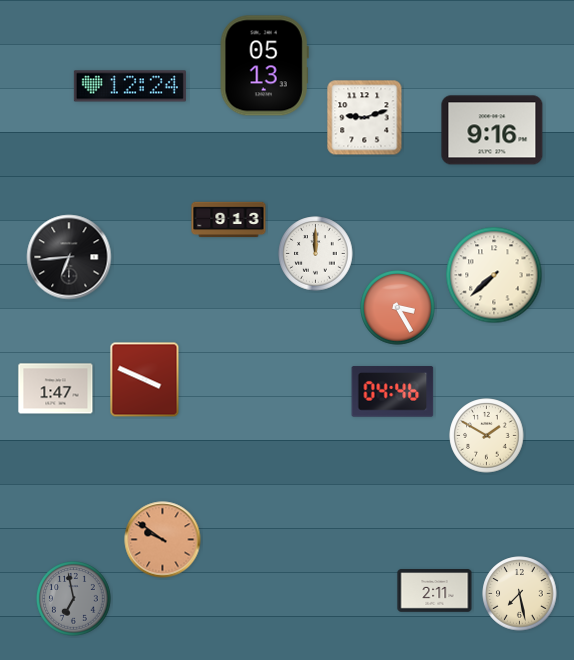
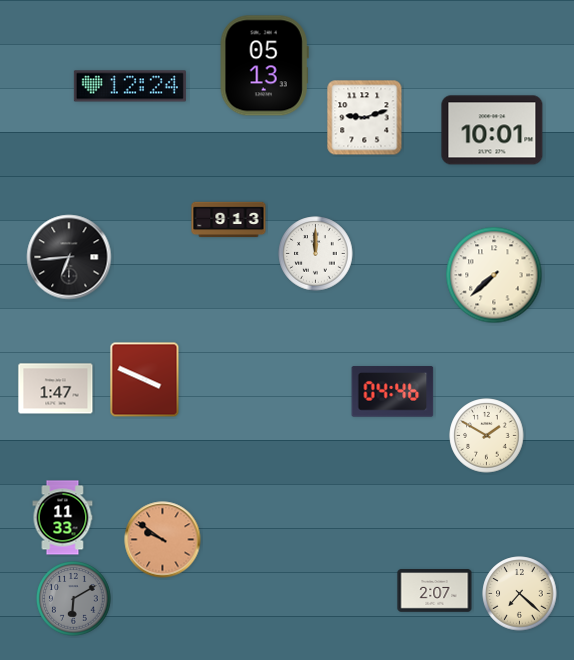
clock at (492, 130): 9:16 -> 10:01
clock at (398, 308): 3:25 -> none
clock at (63, 518): none -> 11:33
clock at (435, 591): 2:11 -> 2:07
clock at (520, 594): 7:28 -> 7:22
clock at (74, 599): 6:58 -> 6:10
